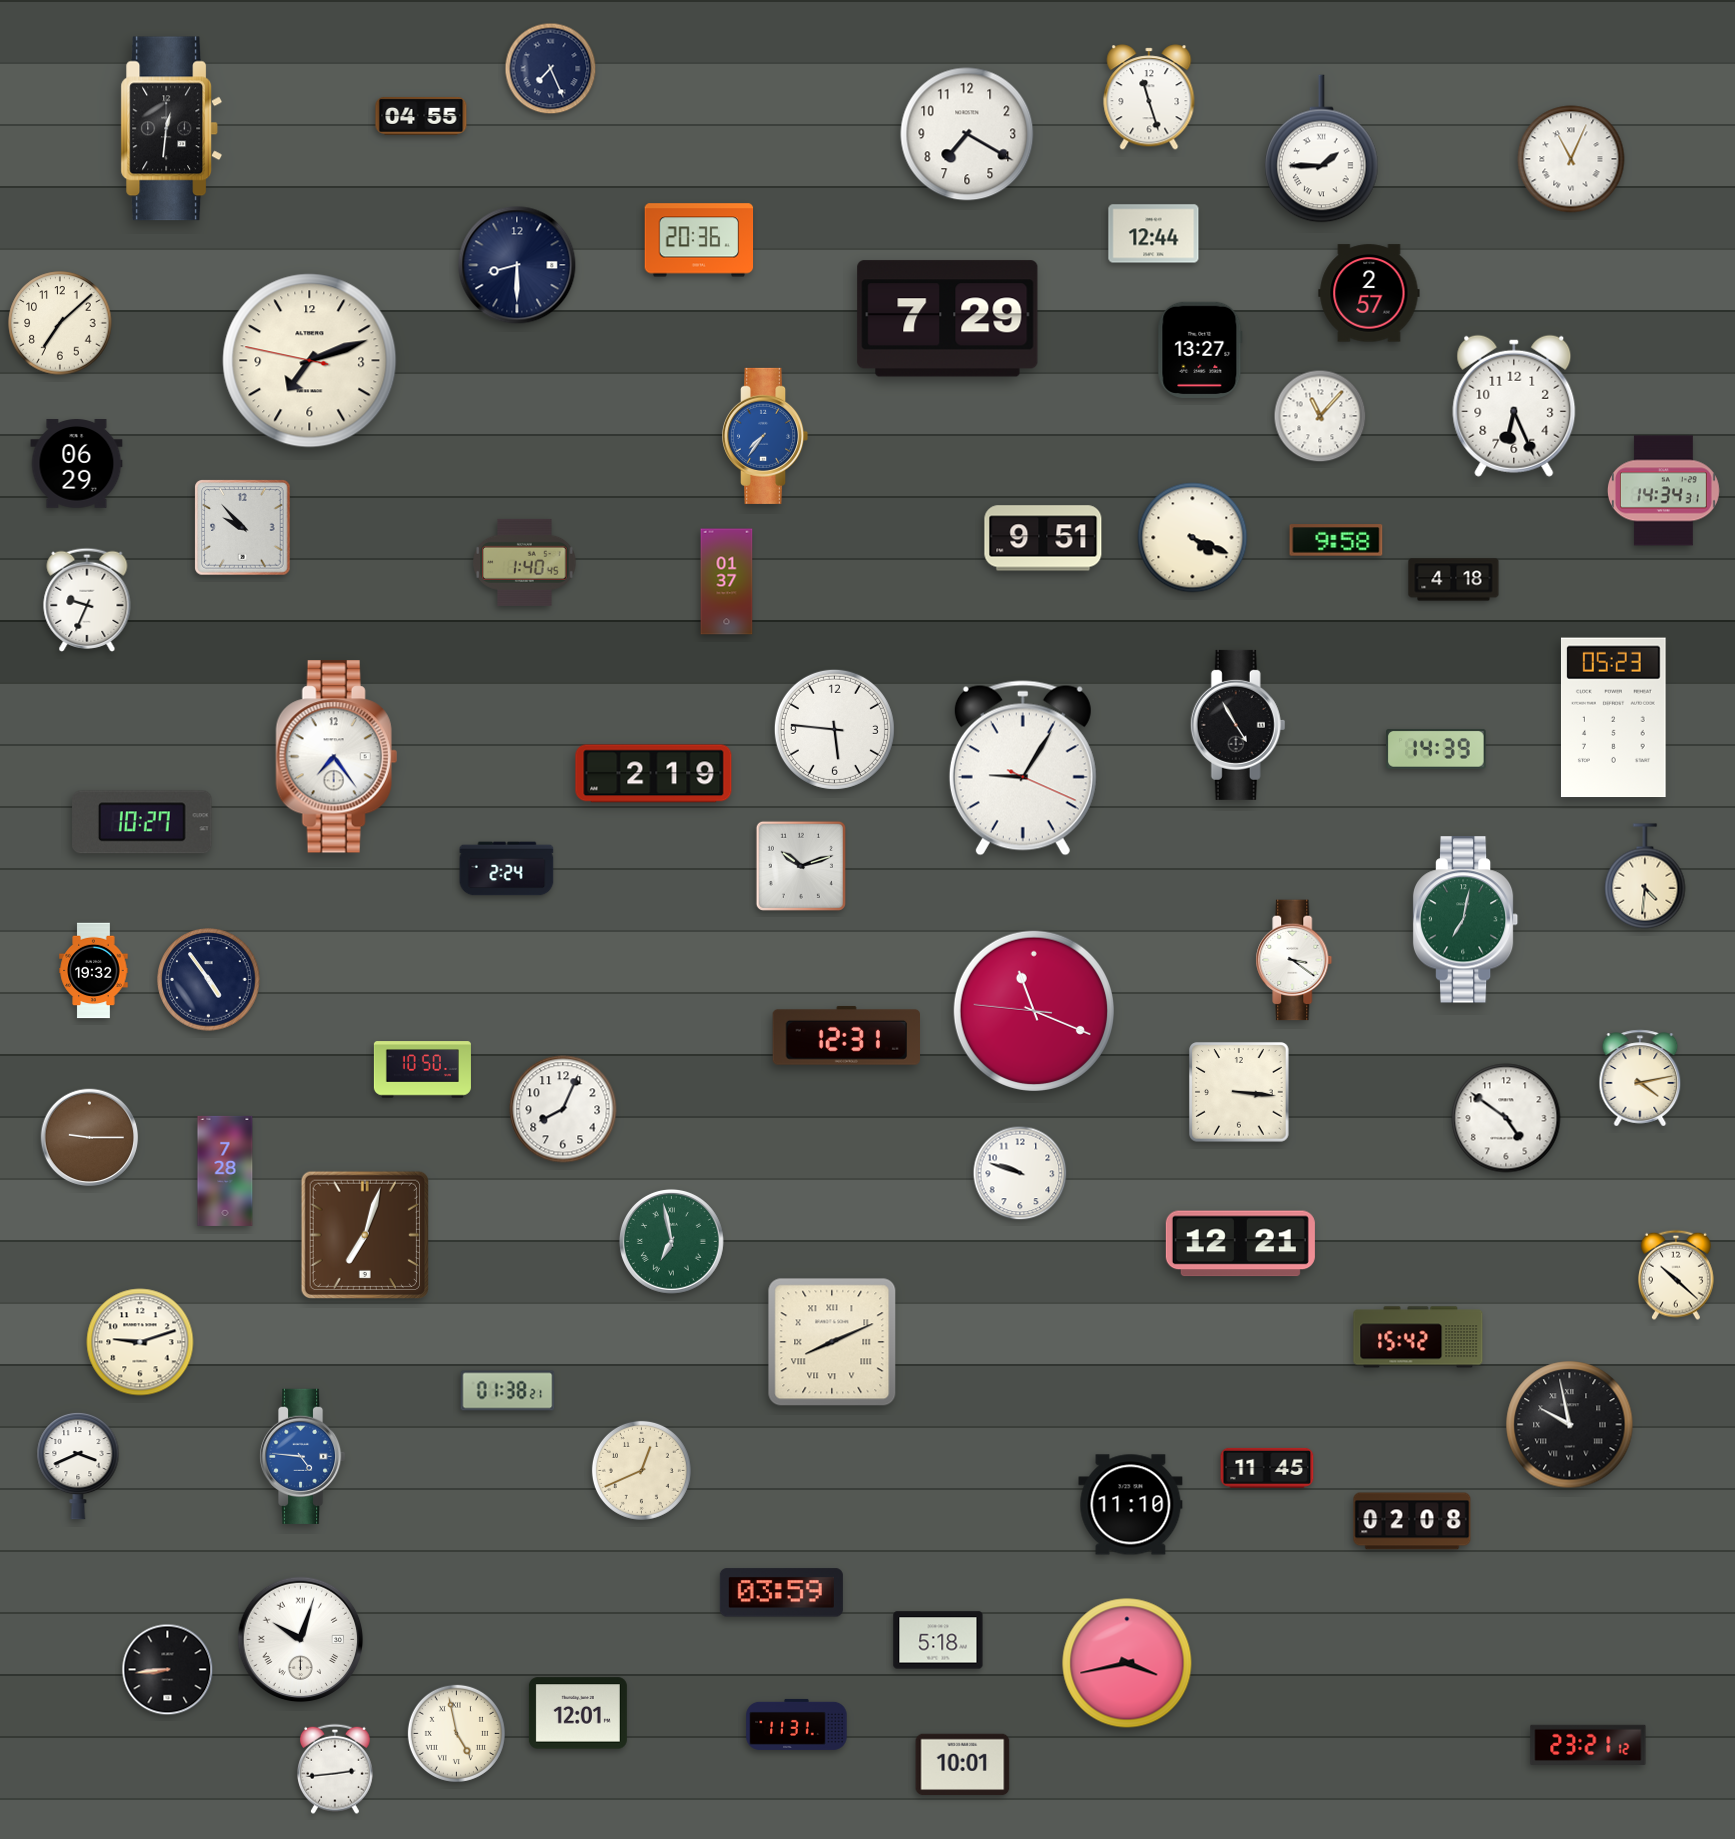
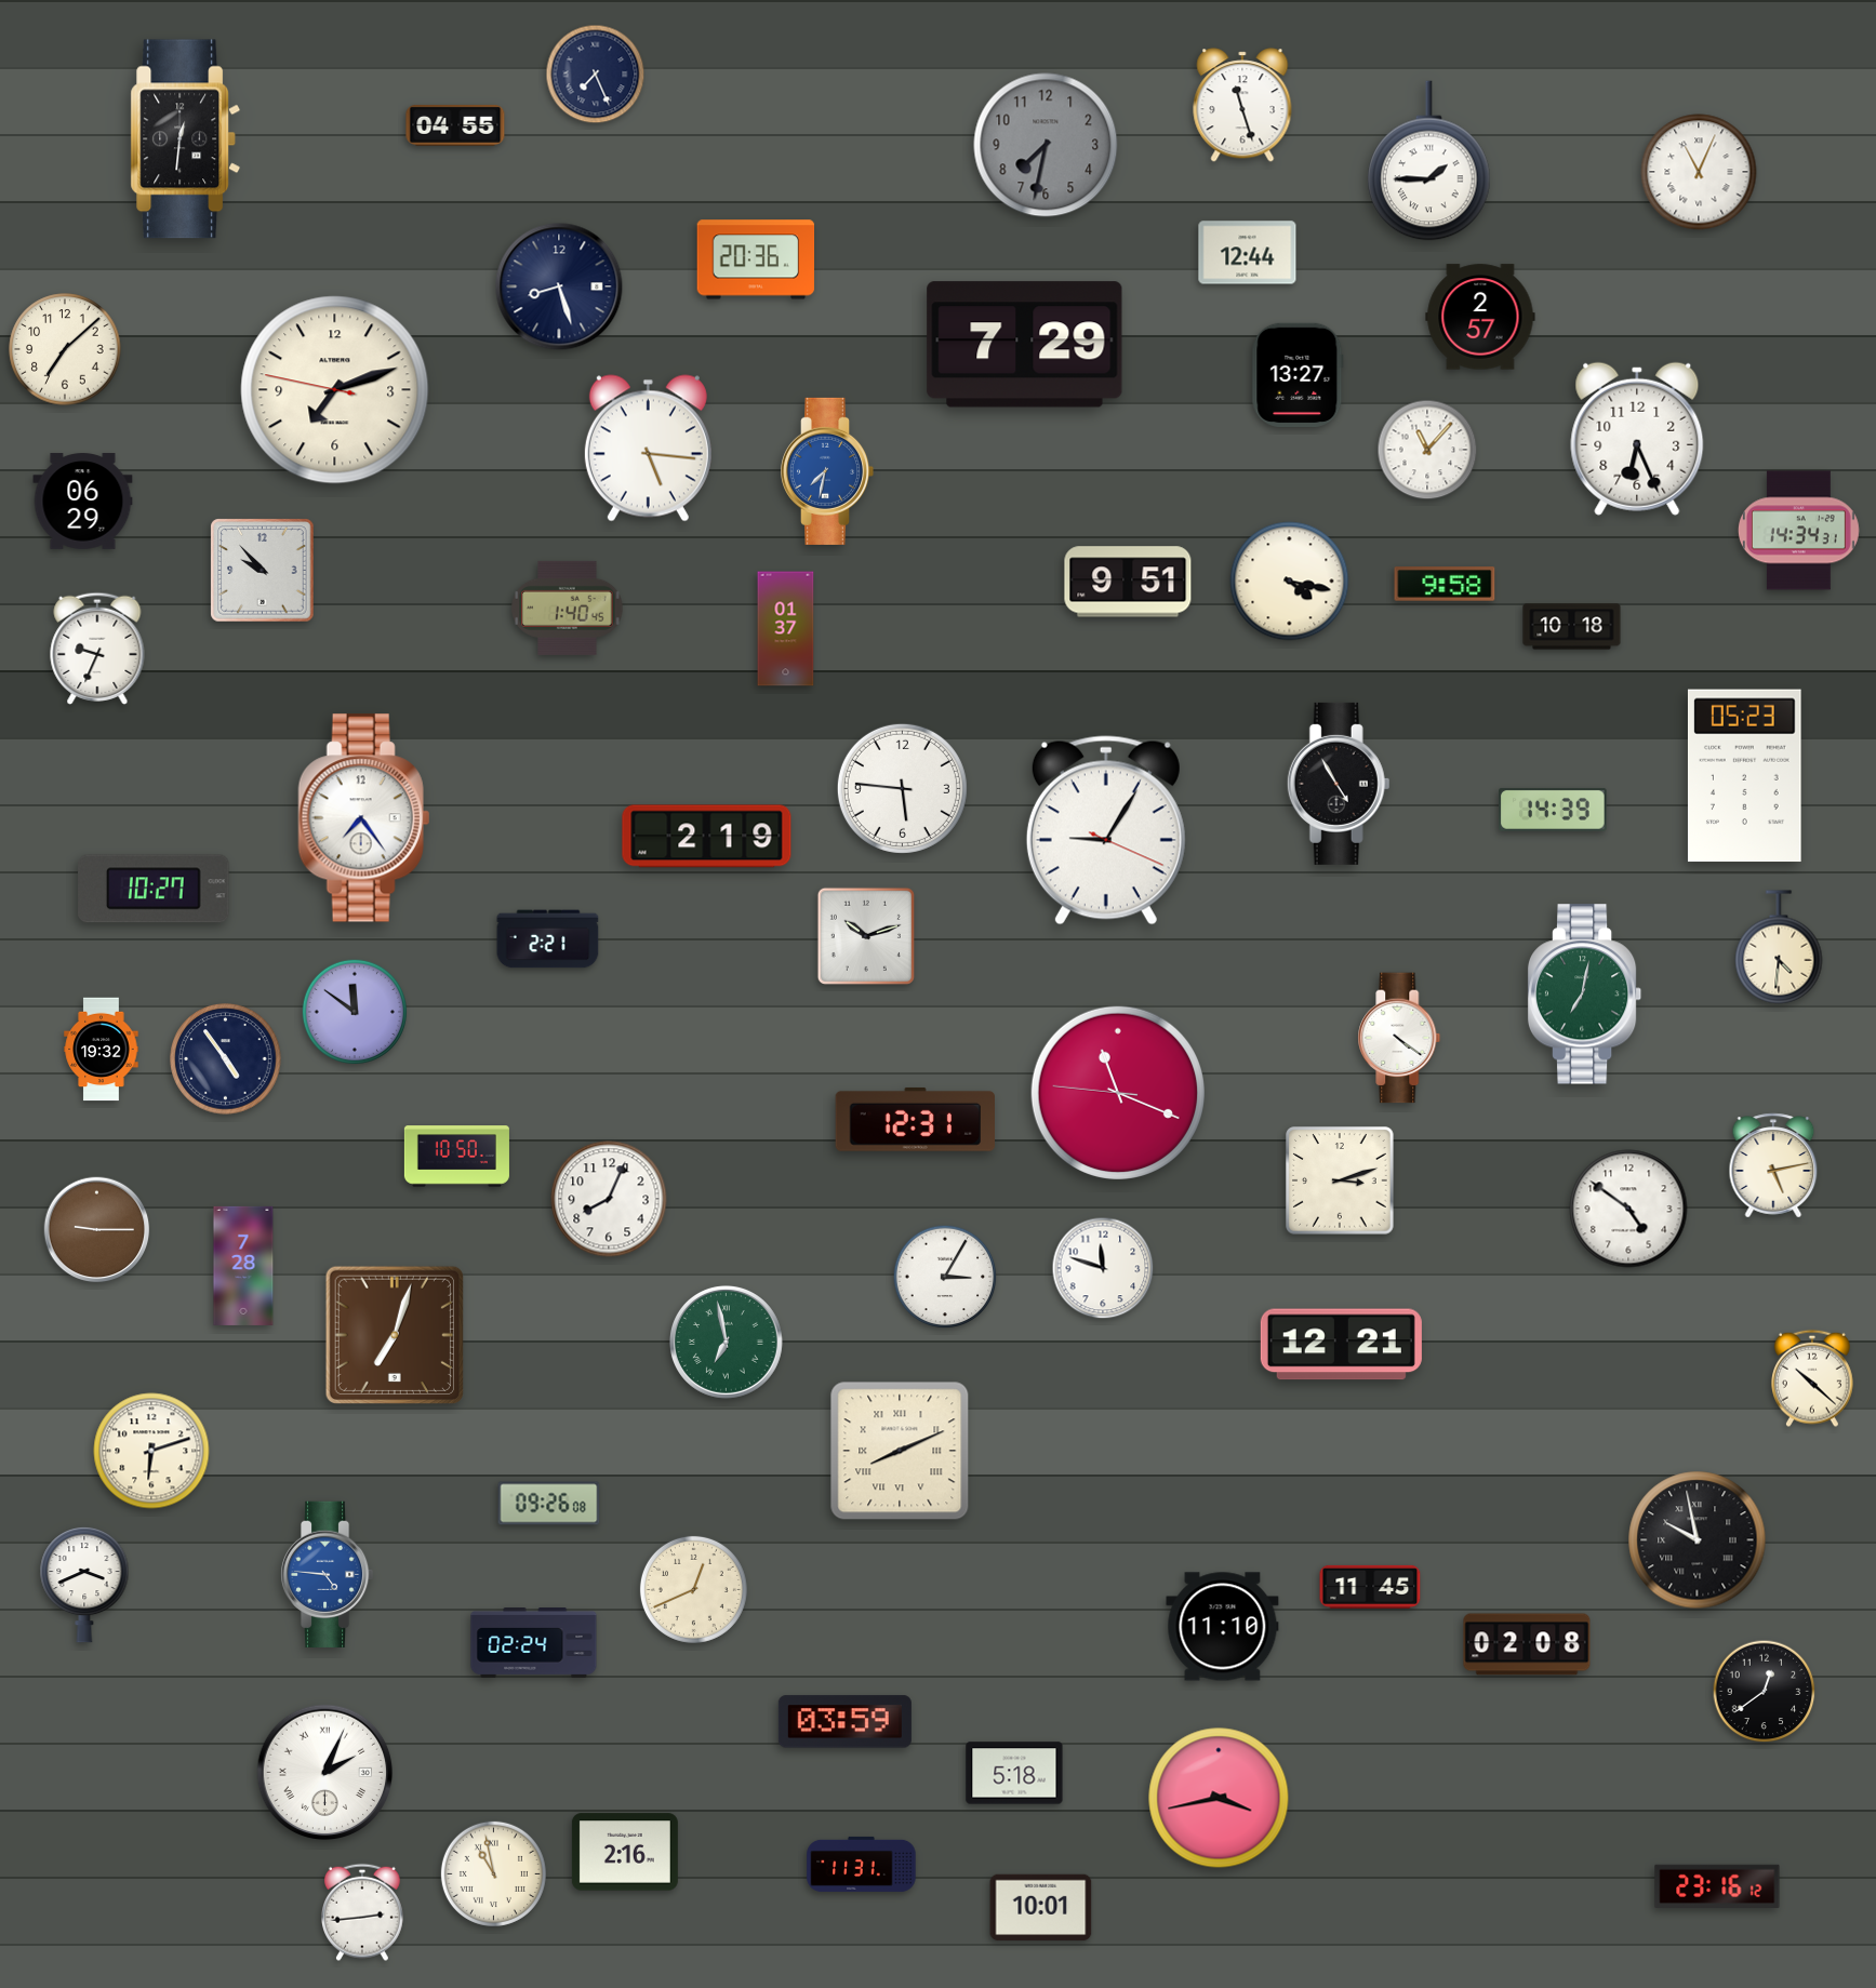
clock at (967, 134): 7:20 -> 7:32
clock at (967, 134) dial: white -> grey
clock at (517, 265): 8:30 -> 8:27
clock at (1200, 349) position: (1200, 349) -> (1298, 374)
clock at (648, 449): none -> 5:16
clock at (766, 436): 7:36 -> 7:32
clock at (1193, 538): 4:19 -> 4:17
clock at (1454, 580): 4:18 -> 10:18
clock at (87, 600) position: (87, 600) -> (97, 649)
clock at (507, 869): 2:24 -> 2:21
clock at (354, 1011): none -> 11:51
clock at (1294, 960): 3:21 -> 4:21
clock at (1640, 1078): 4:13 -> 5:13
clock at (1239, 1092): 3:16 -> 3:12
clock at (1020, 1173): 9:48 -> 11:48
clock at (945, 1277): none -> 3:05
clock at (1418, 1337): 15:42 -> none
clock at (140, 1342): 9:12 -> 6:12
clock at (508, 1391): 01:38 -> 09:26
clock at (534, 1643): none -> 02:24
clock at (1765, 1692): none -> 12:39
clock at (301, 1640): 10:03 -> 2:04
clock at (168, 1670): 8:44 -> none
clock at (578, 1713): 12:01 -> 2:16
clock at (456, 1733): 4:58 -> 10:58
clock at (1588, 1744): 23:21 -> 23:16
